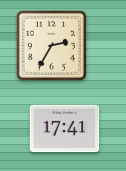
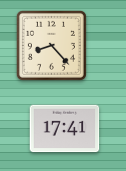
clock at (51, 45): 2:35 -> 8:23
